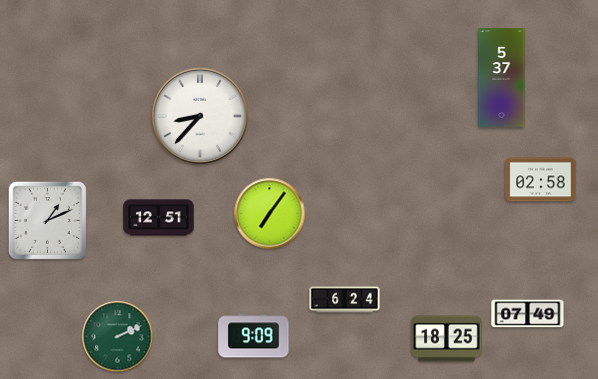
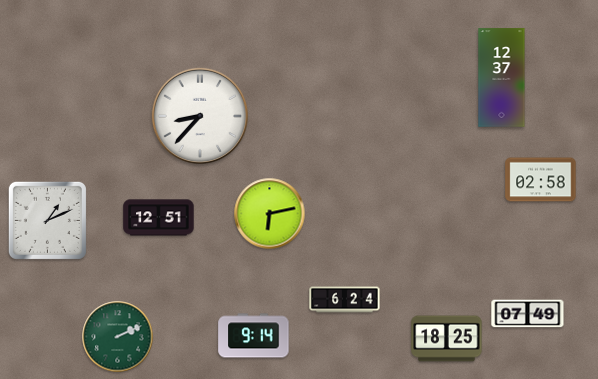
clock at (502, 78): 5:37 -> 12:37
clock at (270, 214): 7:06 -> 6:13
clock at (254, 336): 9:09 -> 9:14
